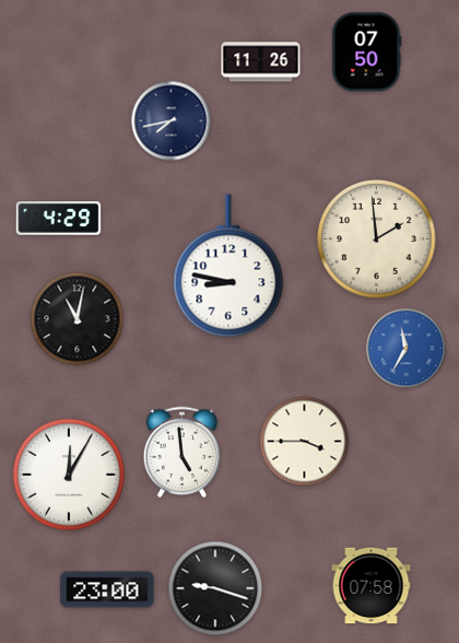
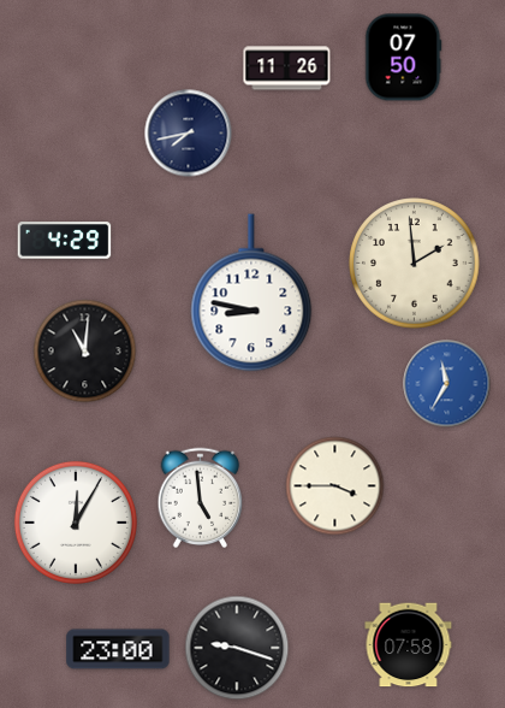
clock at (78, 319): 11:02 -> 11:01
